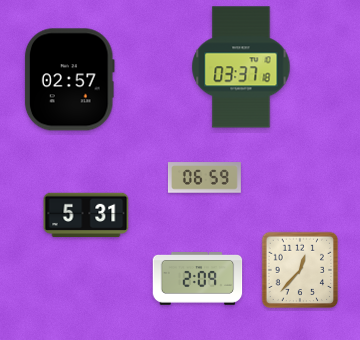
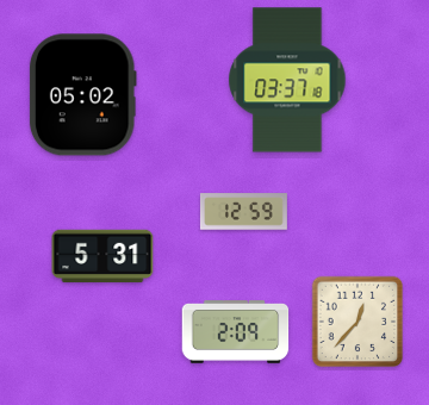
clock at (69, 80): 02:57 -> 05:02
clock at (204, 178): 06:59 -> 12:59
